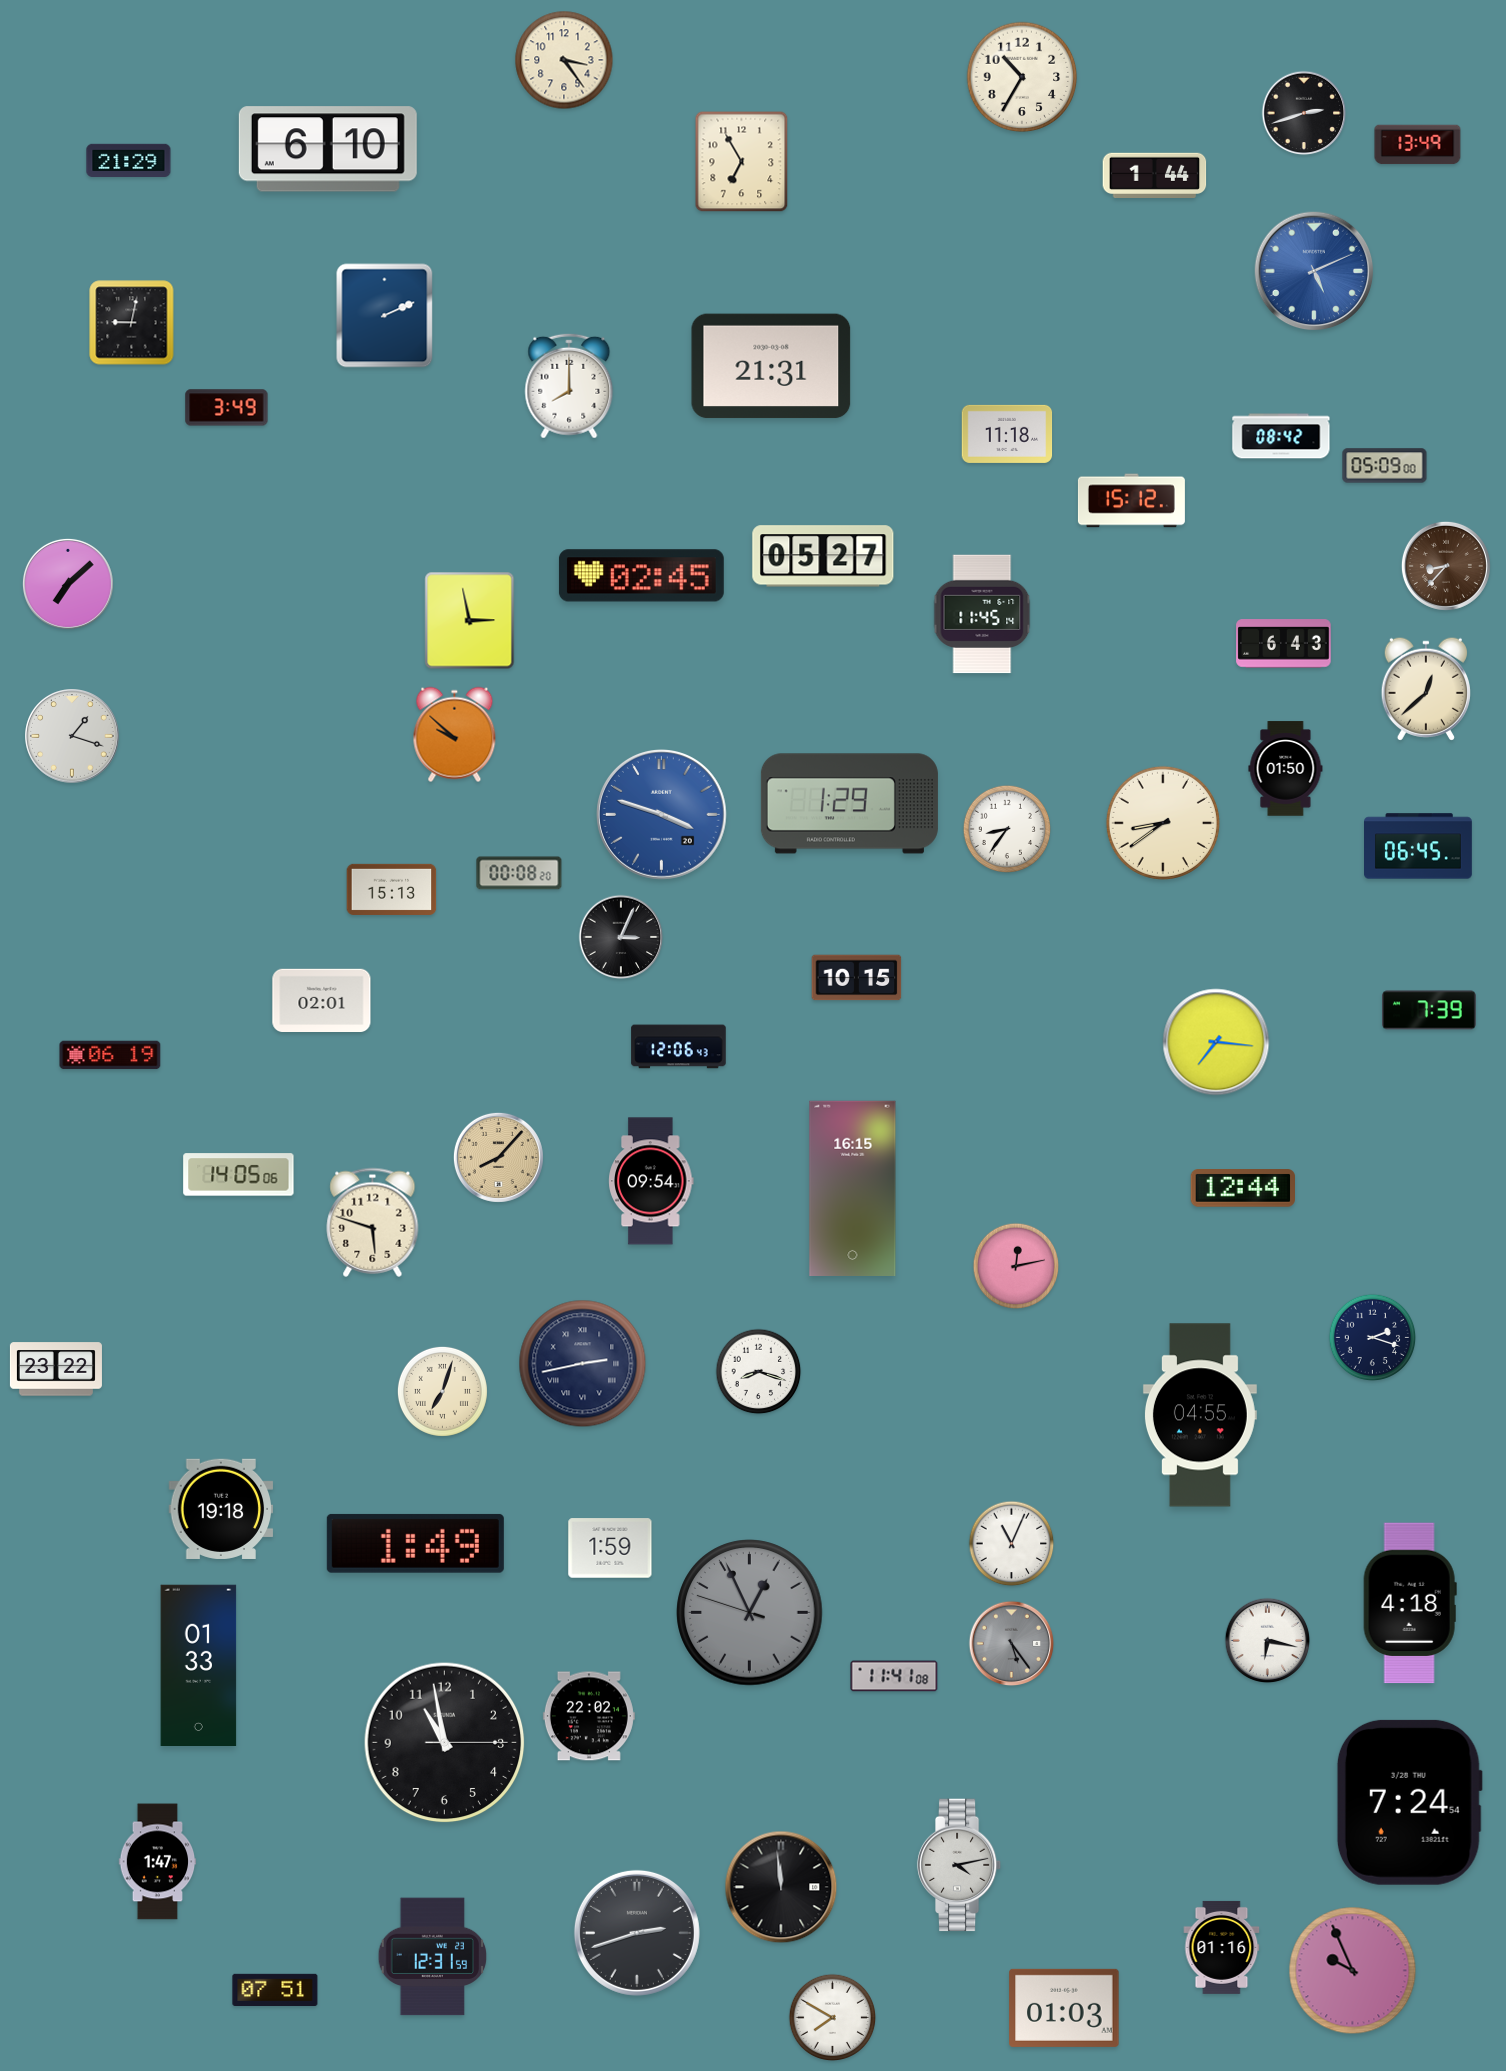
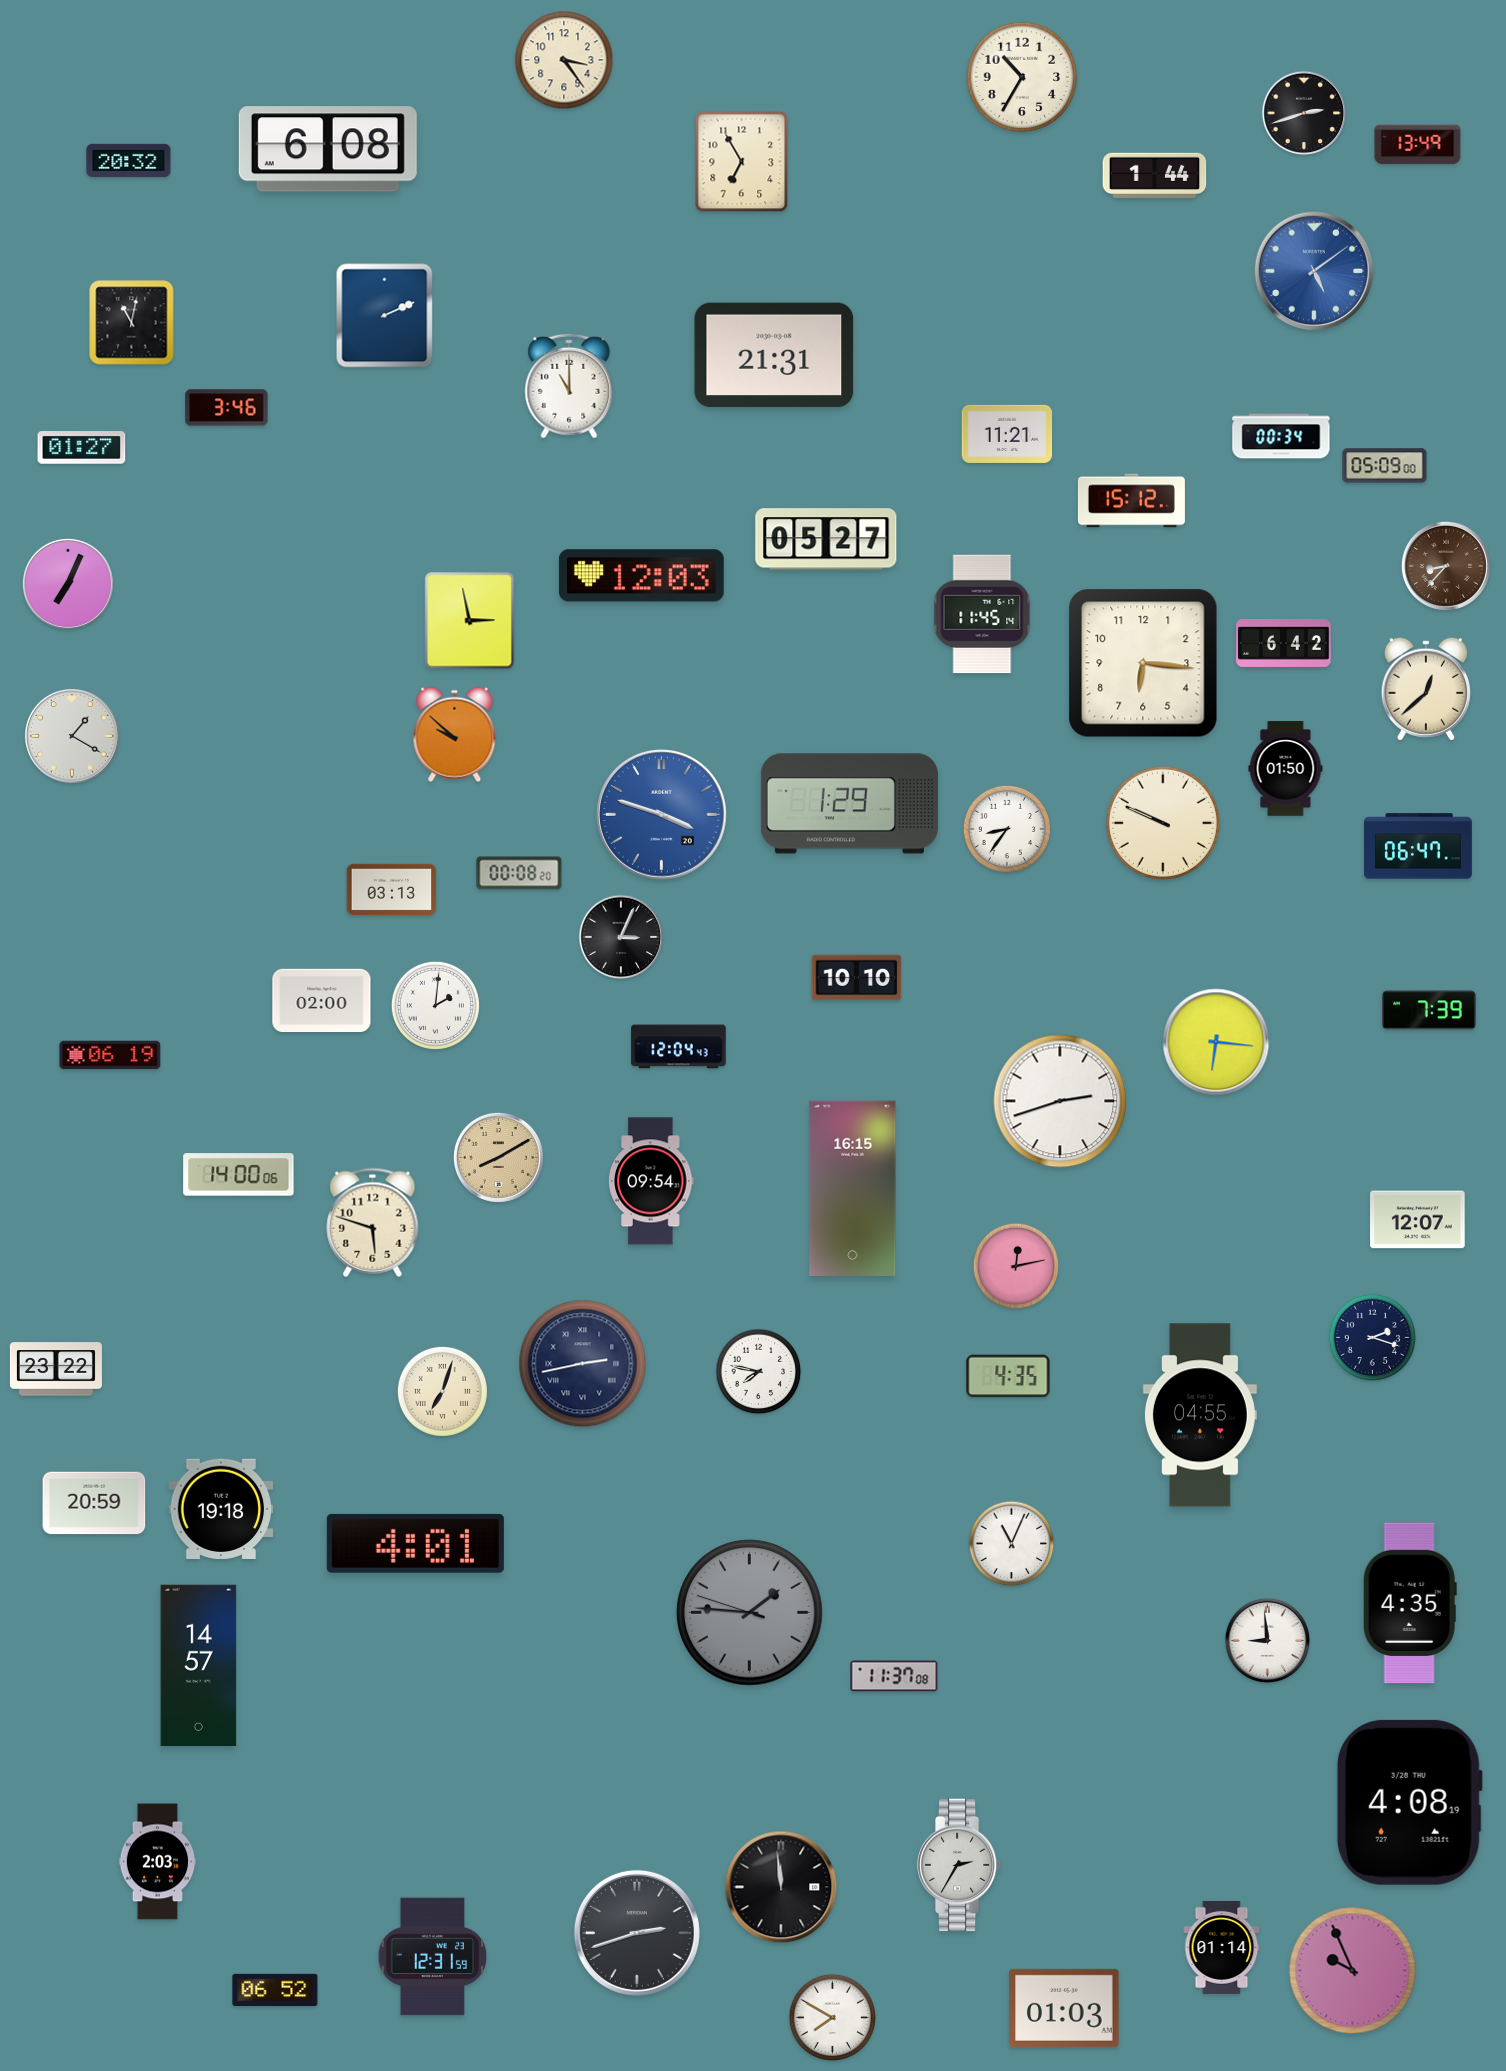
clock at (328, 149): 6:10 -> 6:08
clock at (129, 160): 21:29 -> 20:32
clock at (1314, 271): 5:11 -> 5:09
clock at (132, 323): 9:02 -> 11:02
clock at (771, 366) position: (771, 366) -> (774, 355)
clock at (569, 386): 8:00 -> 11:00
clock at (227, 408): 3:49 -> 3:46
clock at (1007, 434): 11:18 -> 11:21
clock at (1281, 436): 08:42 -> 00:34
clock at (82, 448): none -> 01:27
clock at (823, 556) position: (823, 556) -> (826, 539)
clock at (641, 576): 02:45 -> 12:03
clock at (68, 584): 7:08 -> 7:04
clock at (1284, 644): 6:43 -> 6:42
clock at (1143, 663): none -> 6:16
clock at (72, 736): 1:18 -> 1:20
clock at (1163, 823): 8:39 -> 9:49
clock at (1419, 846): 06:45 -> 06:47
clock at (392, 889): 15:13 -> 03:13
clock at (857, 978): 10:15 -> 10:10
clock at (322, 1000): 02:01 -> 02:00
clock at (435, 1005): none -> 2:01
clock at (1216, 1042): 7:16 -> 6:16
clock at (679, 1047): 12:06 -> 12:04
clock at (1060, 1101): none -> 2:42
clock at (498, 1157): 8:07 -> 8:10
clock at (239, 1175): 14:05 -> 14:00
clock at (1243, 1189): 12:44 -> none
clock at (1418, 1220): none -> 12:07
clock at (759, 1372): 8:18 -> 7:47
clock at (1008, 1376): none -> 4:35
clock at (94, 1503): none -> 20:59
clock at (415, 1543): 1:49 -> 4:01
clock at (610, 1548): 1:59 -> none
clock at (1410, 1603): 4:18 -> 4:35
clock at (750, 1613): 12:55 -> 1:45
clock at (1268, 1641): 6:17 -> 8:59
clock at (1012, 1644): 5:24 -> none
clock at (199, 1666): 01:33 -> 14:57
clock at (894, 1676): 11:41 -> 11:37
clock at (589, 1716): 22:02 -> none
clock at (445, 1743): 10:58 -> none
clock at (1409, 1802): 7:24 -> 4:08
clock at (158, 1862): 1:47 -> 2:03
clock at (959, 1865): 4:13 -> 2:35
clock at (1222, 1947): 01:16 -> 01:14
clock at (275, 1989): 07:51 -> 06:52
